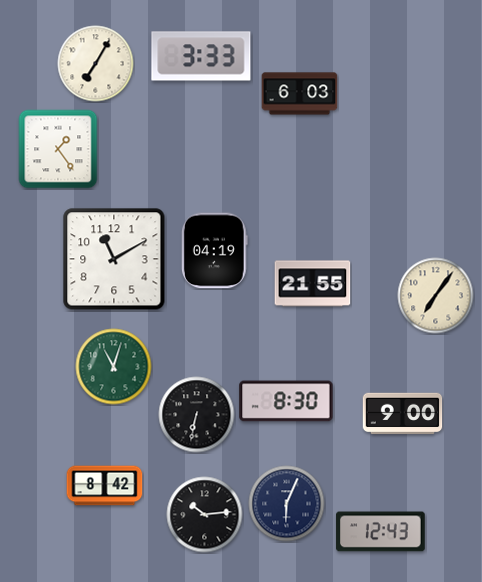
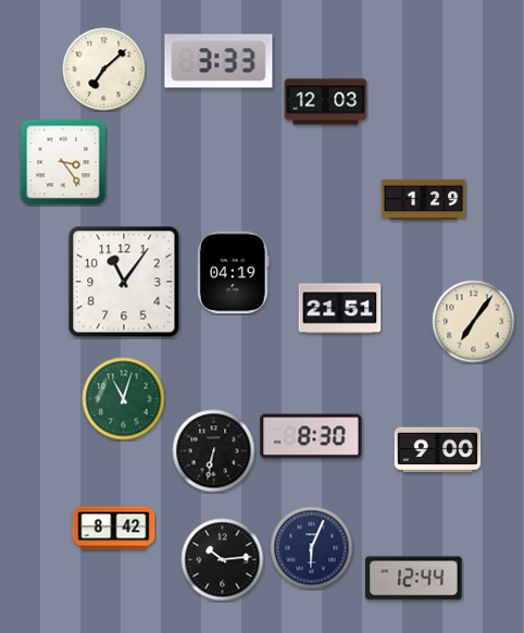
clock at (96, 64): 7:05 -> 7:08
clock at (300, 94): 6:03 -> 12:03
clock at (58, 149): 1:24 -> 3:24
clock at (424, 200): none -> 1:29
clock at (114, 259): 11:10 -> 11:06
clock at (313, 284): 21:55 -> 21:51
clock at (381, 532): 12:43 -> 12:44
